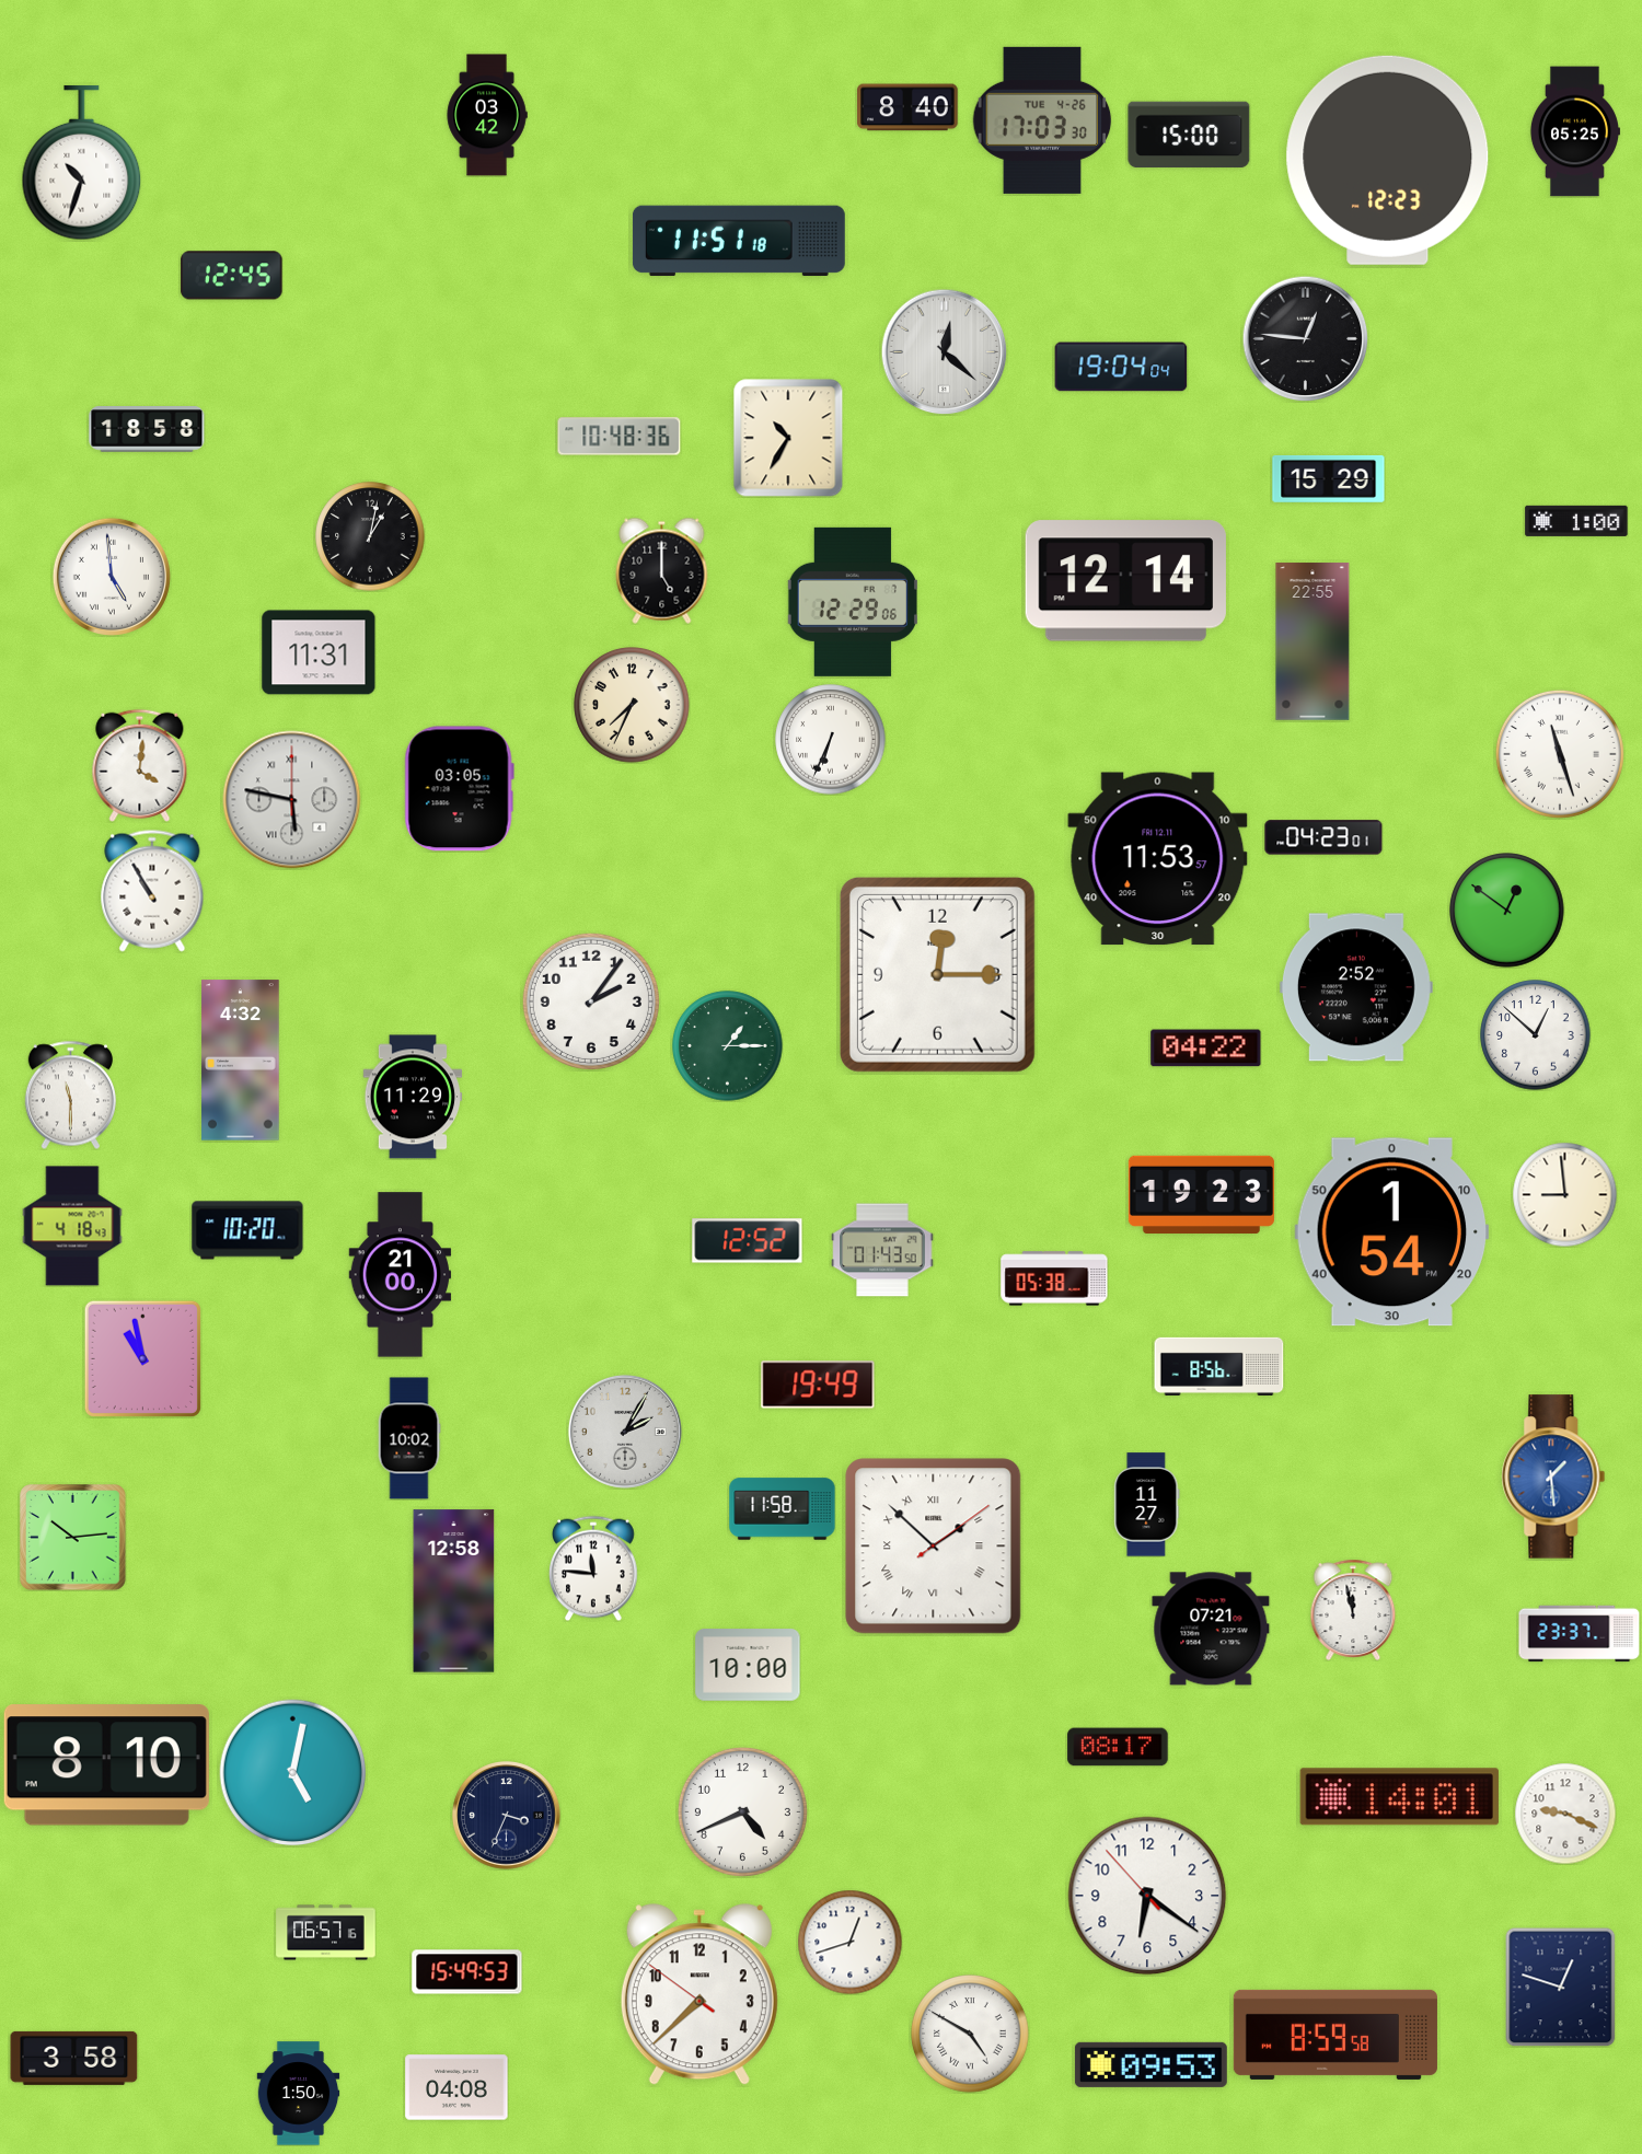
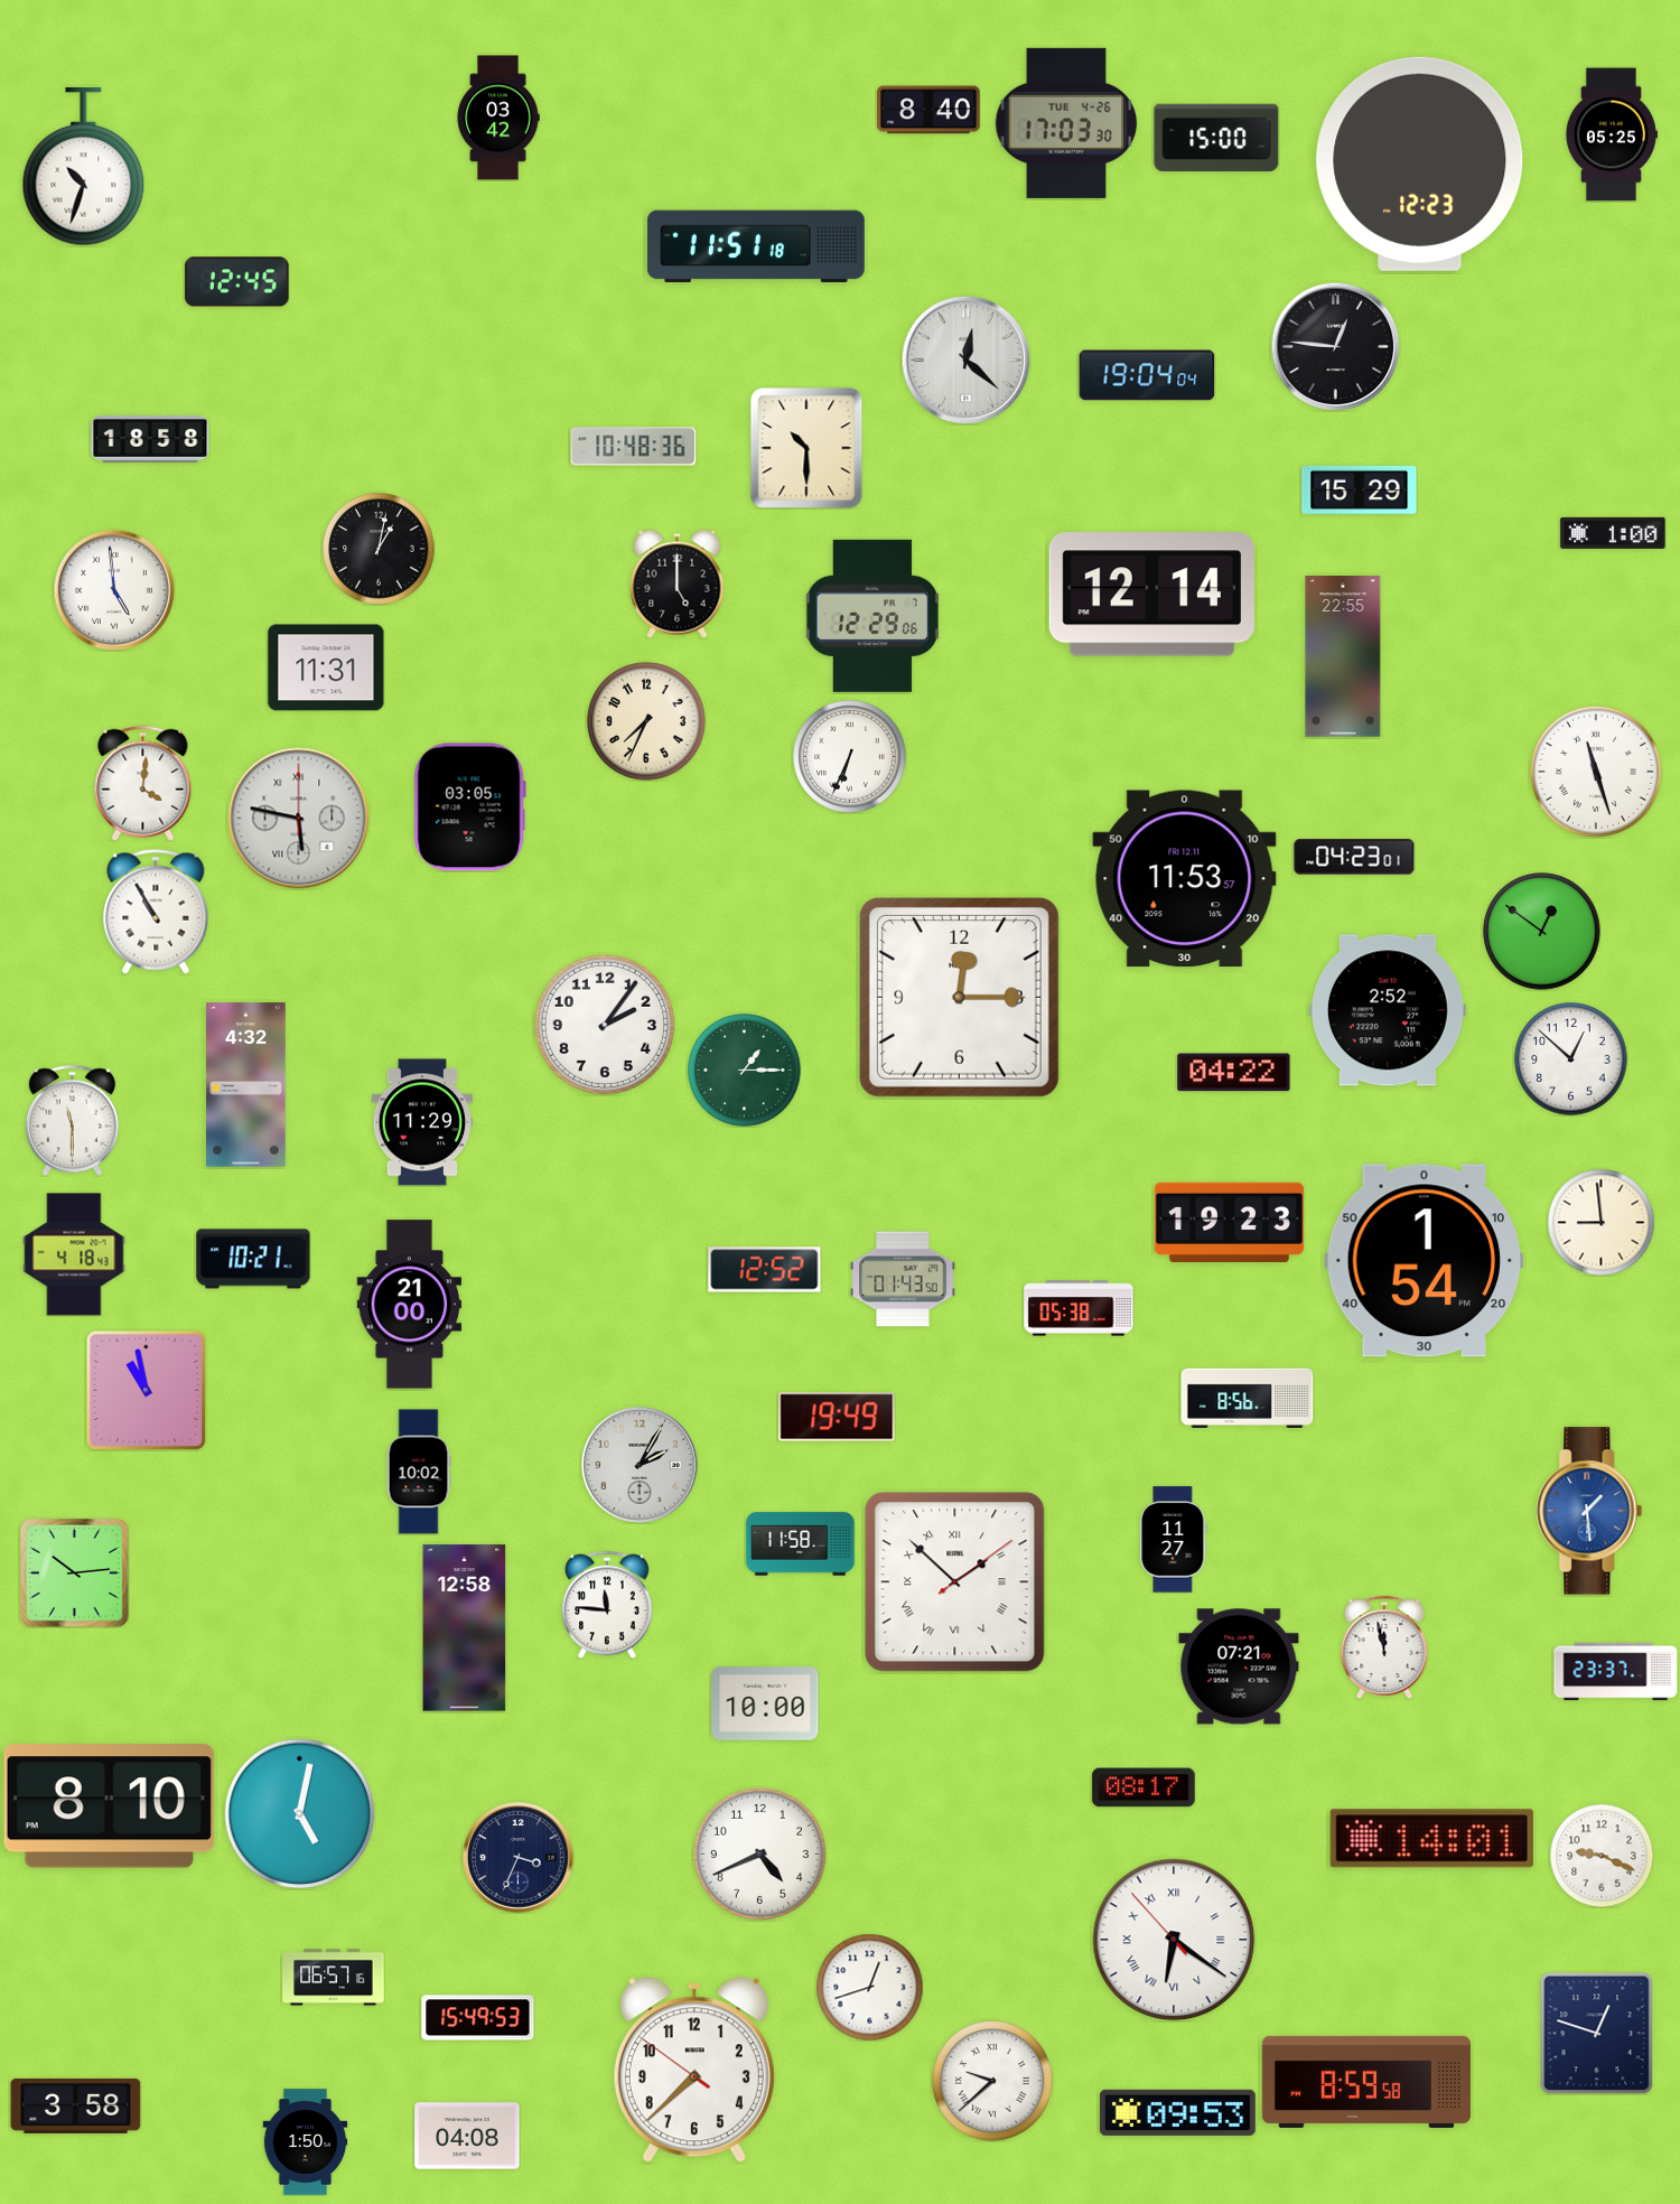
clock at (788, 438): 10:35 -> 10:30
clock at (247, 1230): 10:20 -> 10:21
clock at (1147, 1896) numerals: Arabic -> Roman
clock at (699, 1995) position: (699, 1995) -> (694, 2071)
clock at (970, 2034): 4:50 -> 9:38
